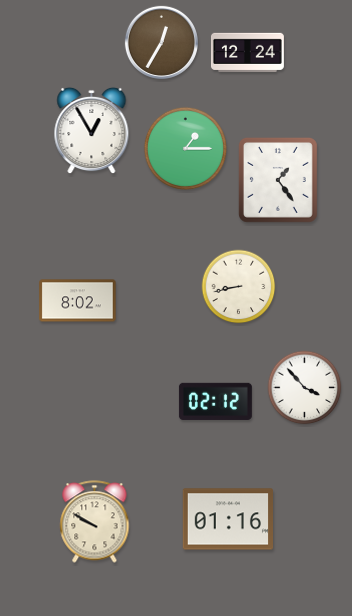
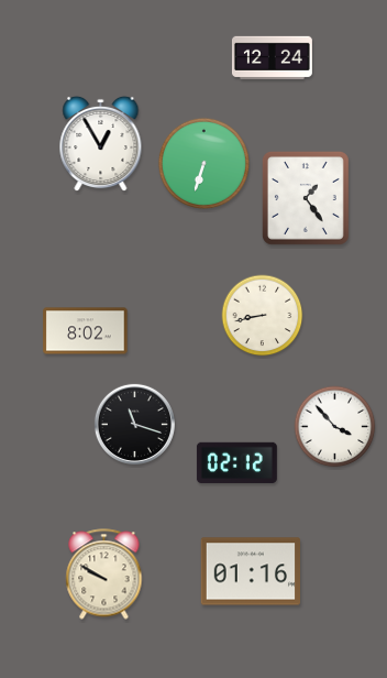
clock at (161, 42): 12:35 -> none
clock at (185, 148): 1:15 -> 6:33
clock at (134, 424): none -> 11:18
clock at (215, 401) position: (215, 401) -> (236, 462)
